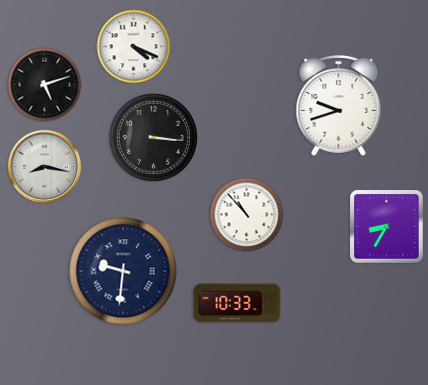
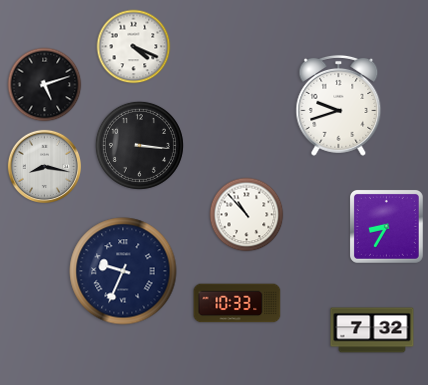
clock at (153, 137) position: (153, 137) -> (139, 145)
clock at (123, 271): 9:31 -> 9:34
clock at (372, 330): none -> 7:32
